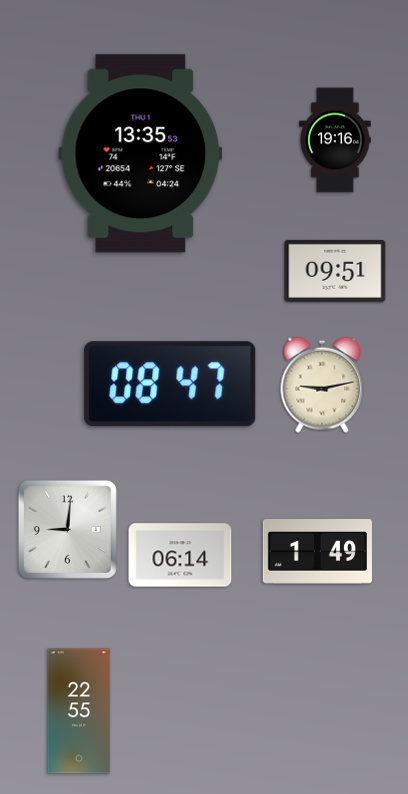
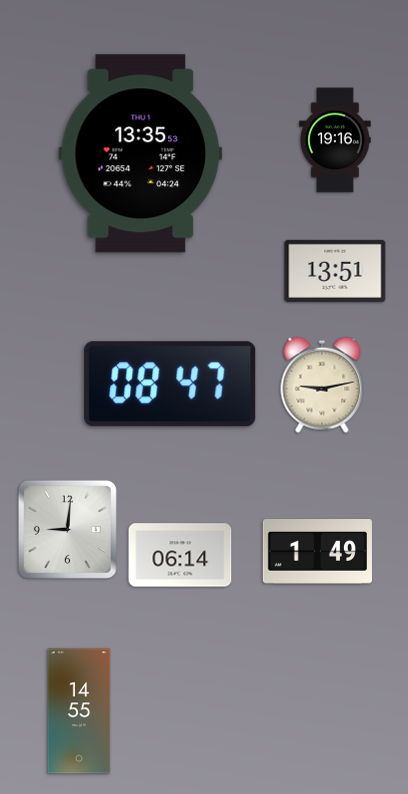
clock at (335, 271): 09:51 -> 13:51
clock at (79, 711): 22:55 -> 14:55
